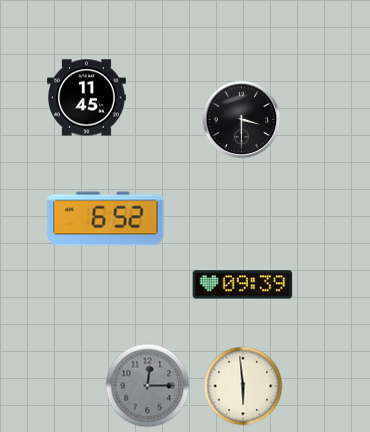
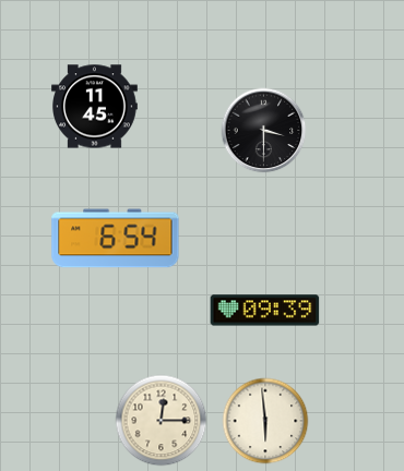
clock at (106, 219): 6:52 -> 6:54
clock at (148, 386) dial: grey -> cream
